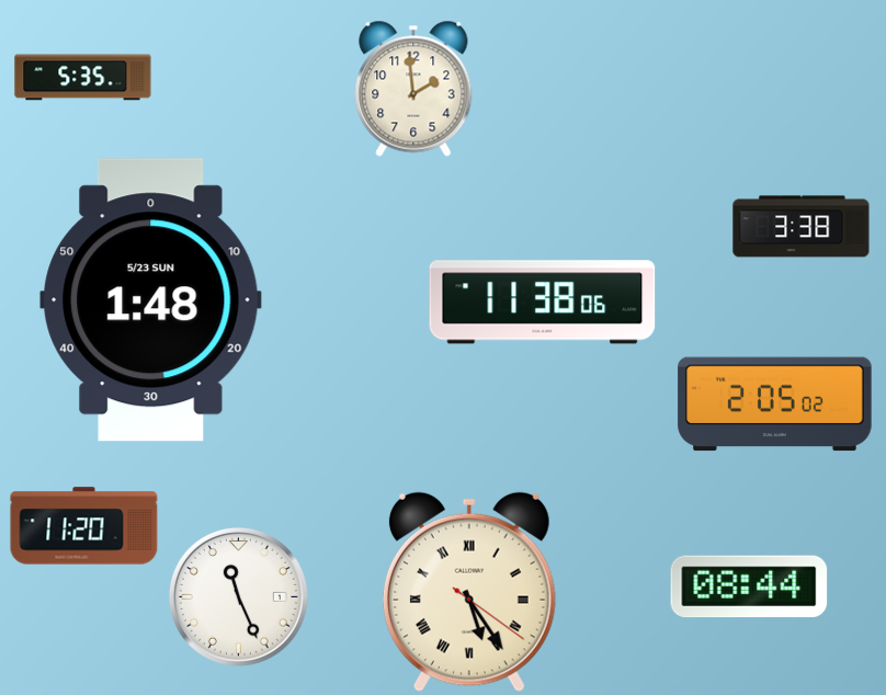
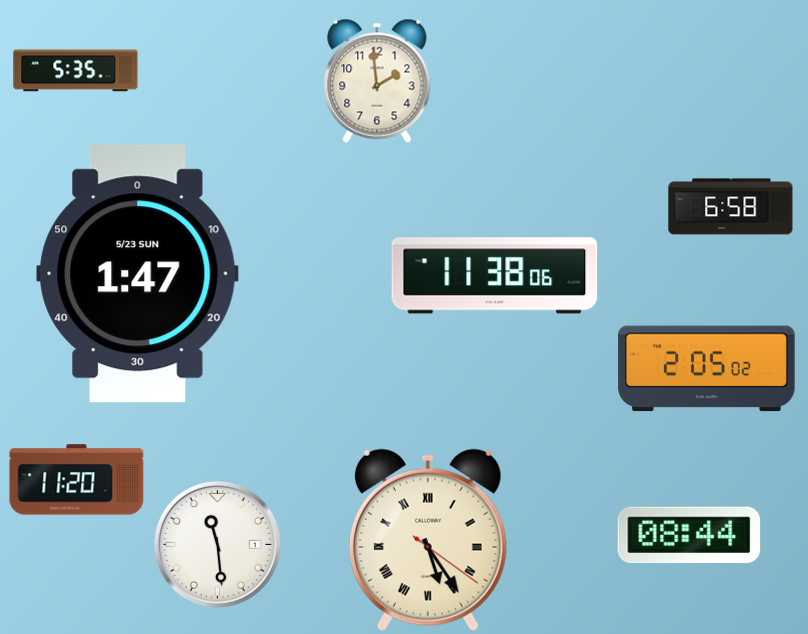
clock at (802, 227): 3:38 -> 6:58
clock at (151, 300): 1:48 -> 1:47
clock at (749, 586) position: (749, 586) -> (689, 535)
clock at (238, 596): 11:26 -> 11:29
